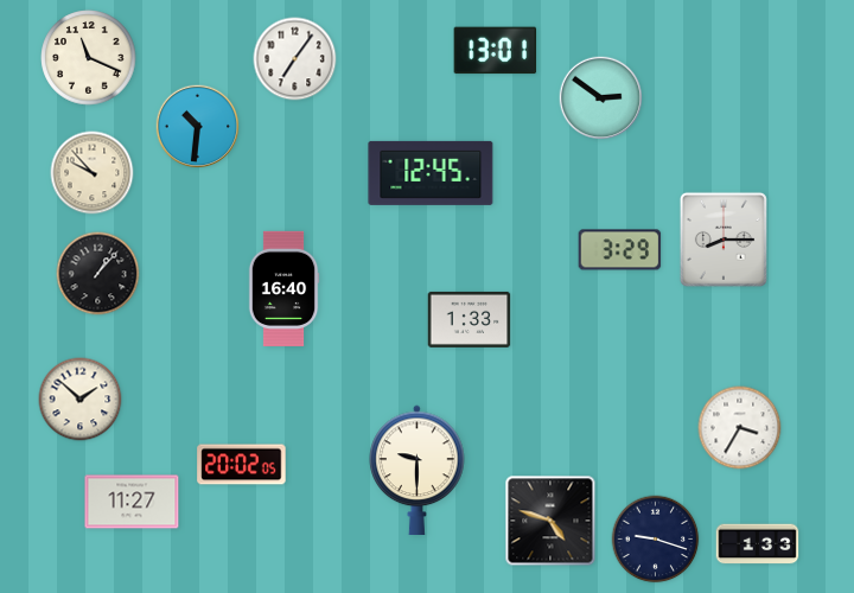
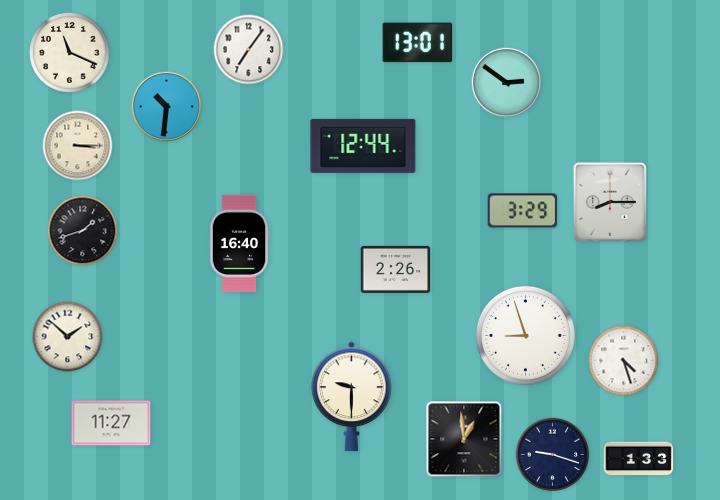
clock at (89, 58) position: (89, 58) -> (70, 53)
clock at (93, 173): 9:53 -> 3:15
clock at (431, 173): 12:45 -> 12:44
clock at (98, 274): 1:07 -> 1:42
clock at (470, 319): 1:33 -> 2:26
clock at (525, 335): none -> 8:57
clock at (740, 428): 3:35 -> 4:27
clock at (242, 465): 20:02 -> none
clock at (550, 521): 4:48 -> 12:59
